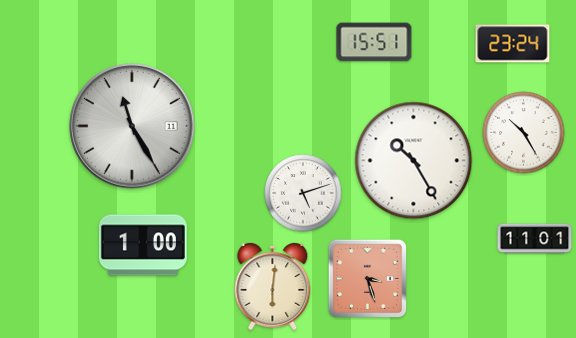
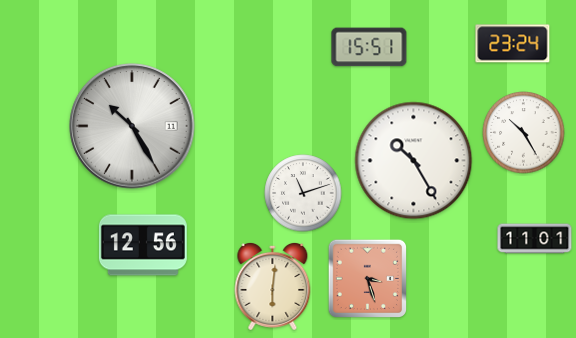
clock at (374, 42) position: (374, 42) -> (369, 47)
clock at (132, 126): 11:25 -> 10:25
clock at (303, 193): 5:12 -> 11:12
clock at (143, 245): 1:00 -> 12:56
